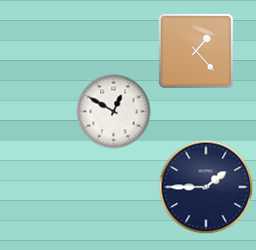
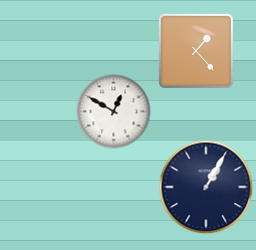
clock at (206, 187): 1:45 -> 1:05
